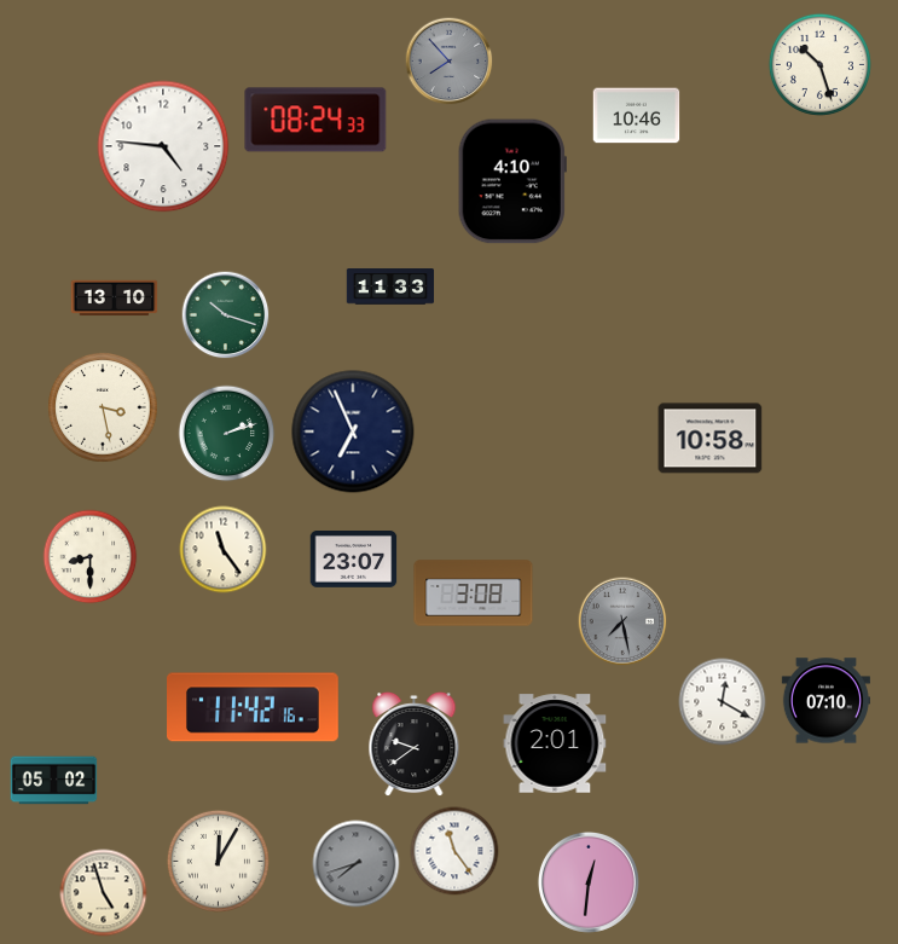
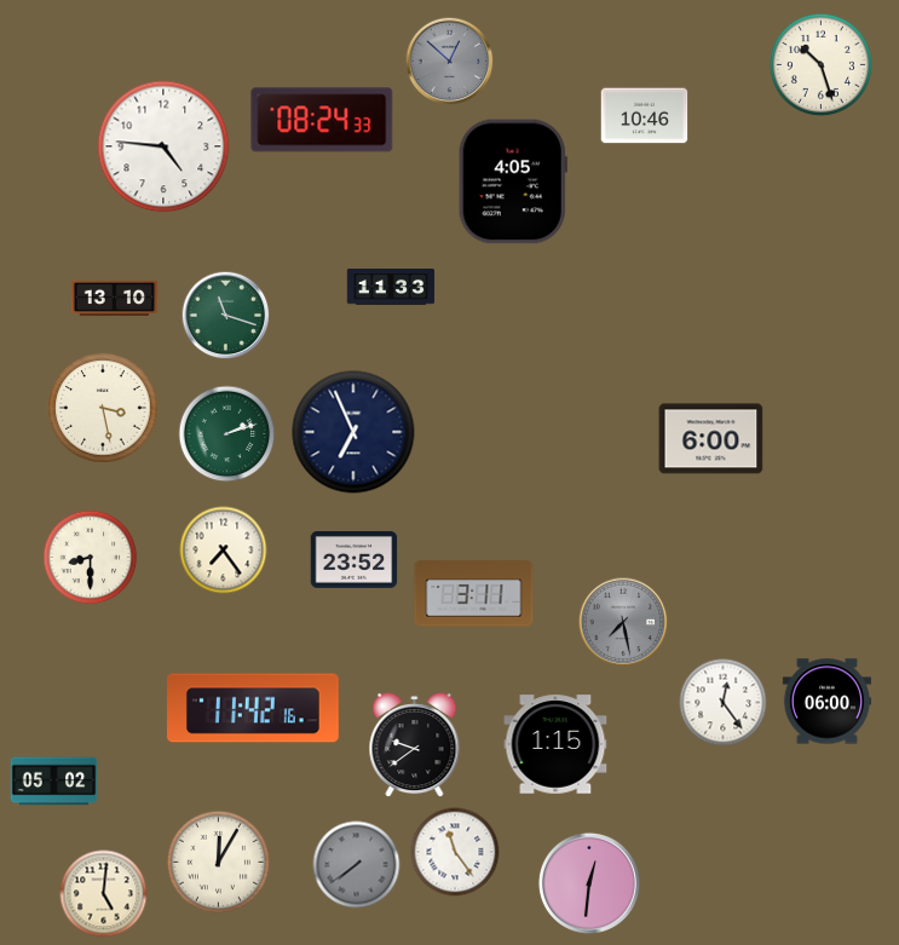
clock at (450, 62): 7:53 -> 12:52
clock at (637, 116) position: (637, 116) -> (645, 116)
clock at (315, 120) position: (315, 120) -> (322, 120)
clock at (512, 181): 4:10 -> 4:05
clock at (226, 315): 10:18 -> 11:18
clock at (711, 439): 10:58 -> 6:00
clock at (224, 550): 11:24 -> 7:24
clock at (354, 560): 23:07 -> 23:52
clock at (474, 593): 3:08 -> 3:11
clock at (825, 701): 07:10 -> 06:00
clock at (723, 702): 12:20 -> 12:24
clock at (555, 743): 2:01 -> 1:15
clock at (357, 864): 7:42 -> 7:39
clock at (104, 893): 4:57 -> 5:01
